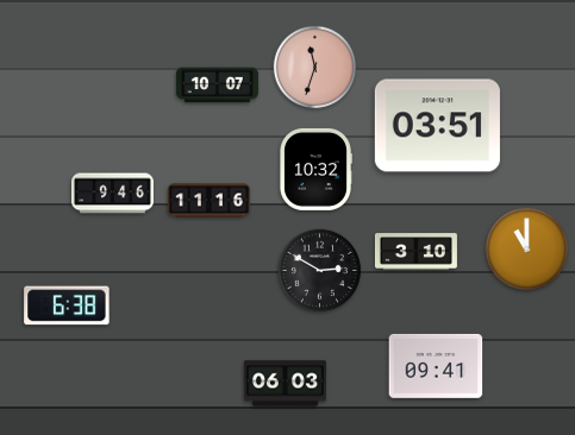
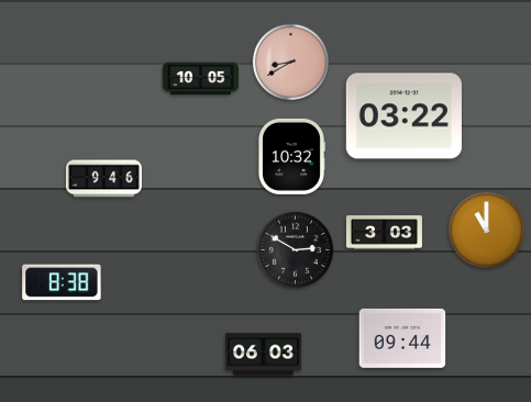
clock at (315, 68): 11:33 -> 8:40
clock at (217, 86): 10:07 -> 10:05
clock at (437, 126): 03:51 -> 03:22
clock at (208, 201): 11:16 -> none
clock at (415, 252): 3:10 -> 3:03
clock at (67, 305): 6:38 -> 8:38
clock at (436, 366): 09:41 -> 09:44
